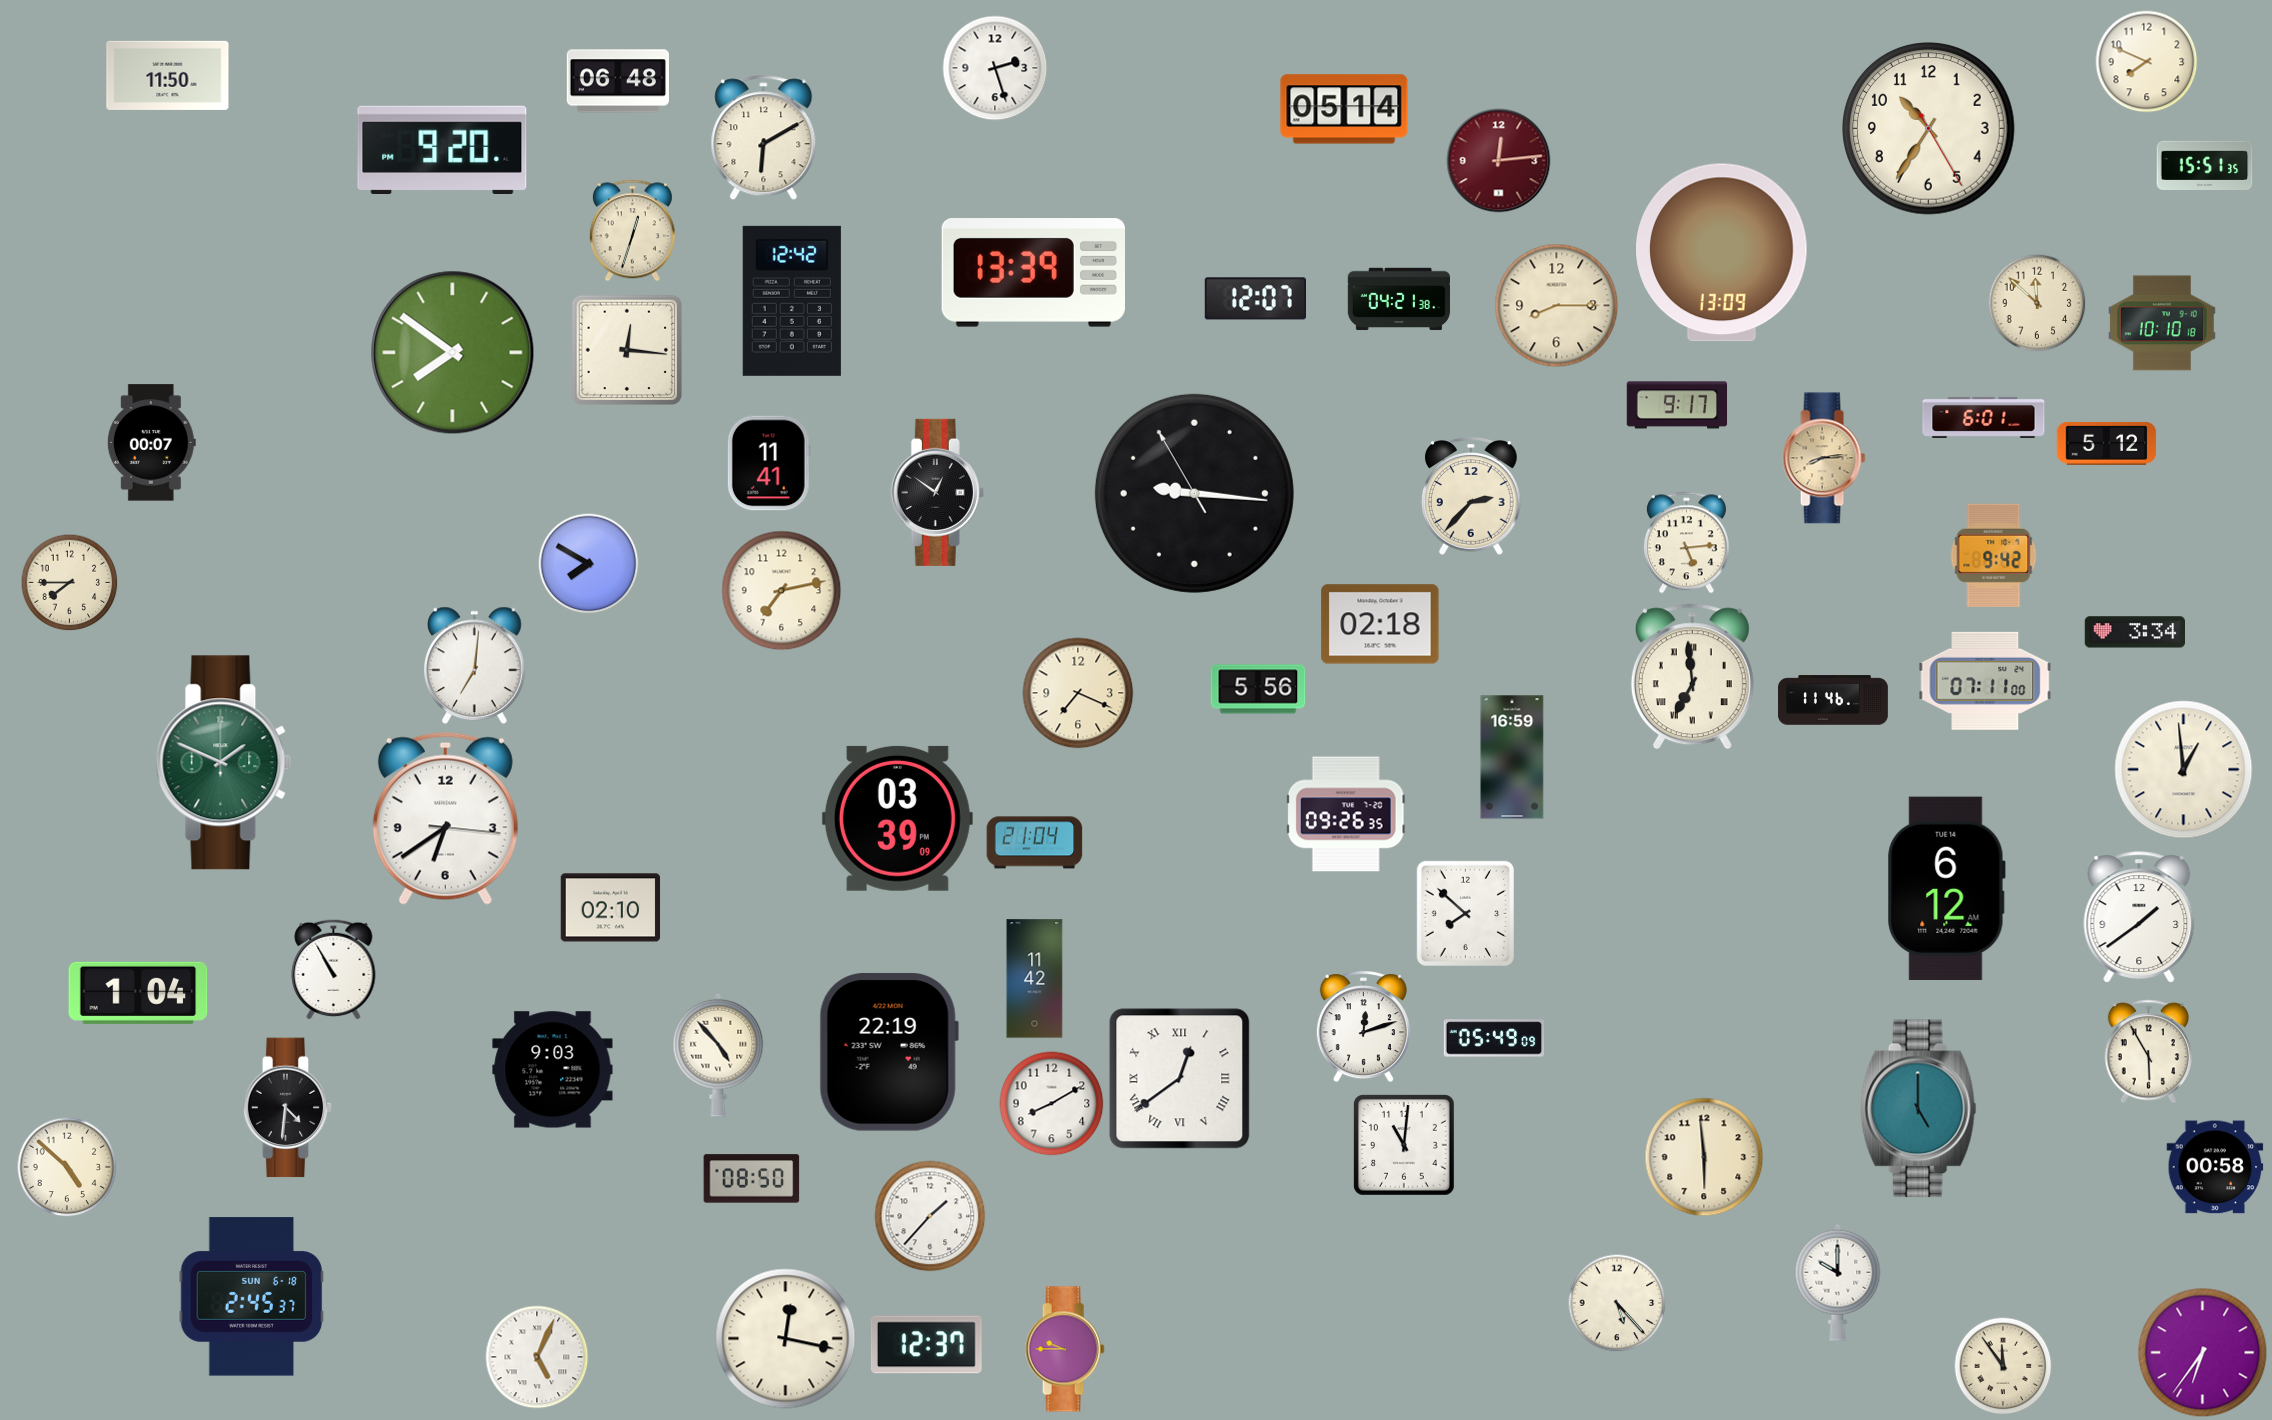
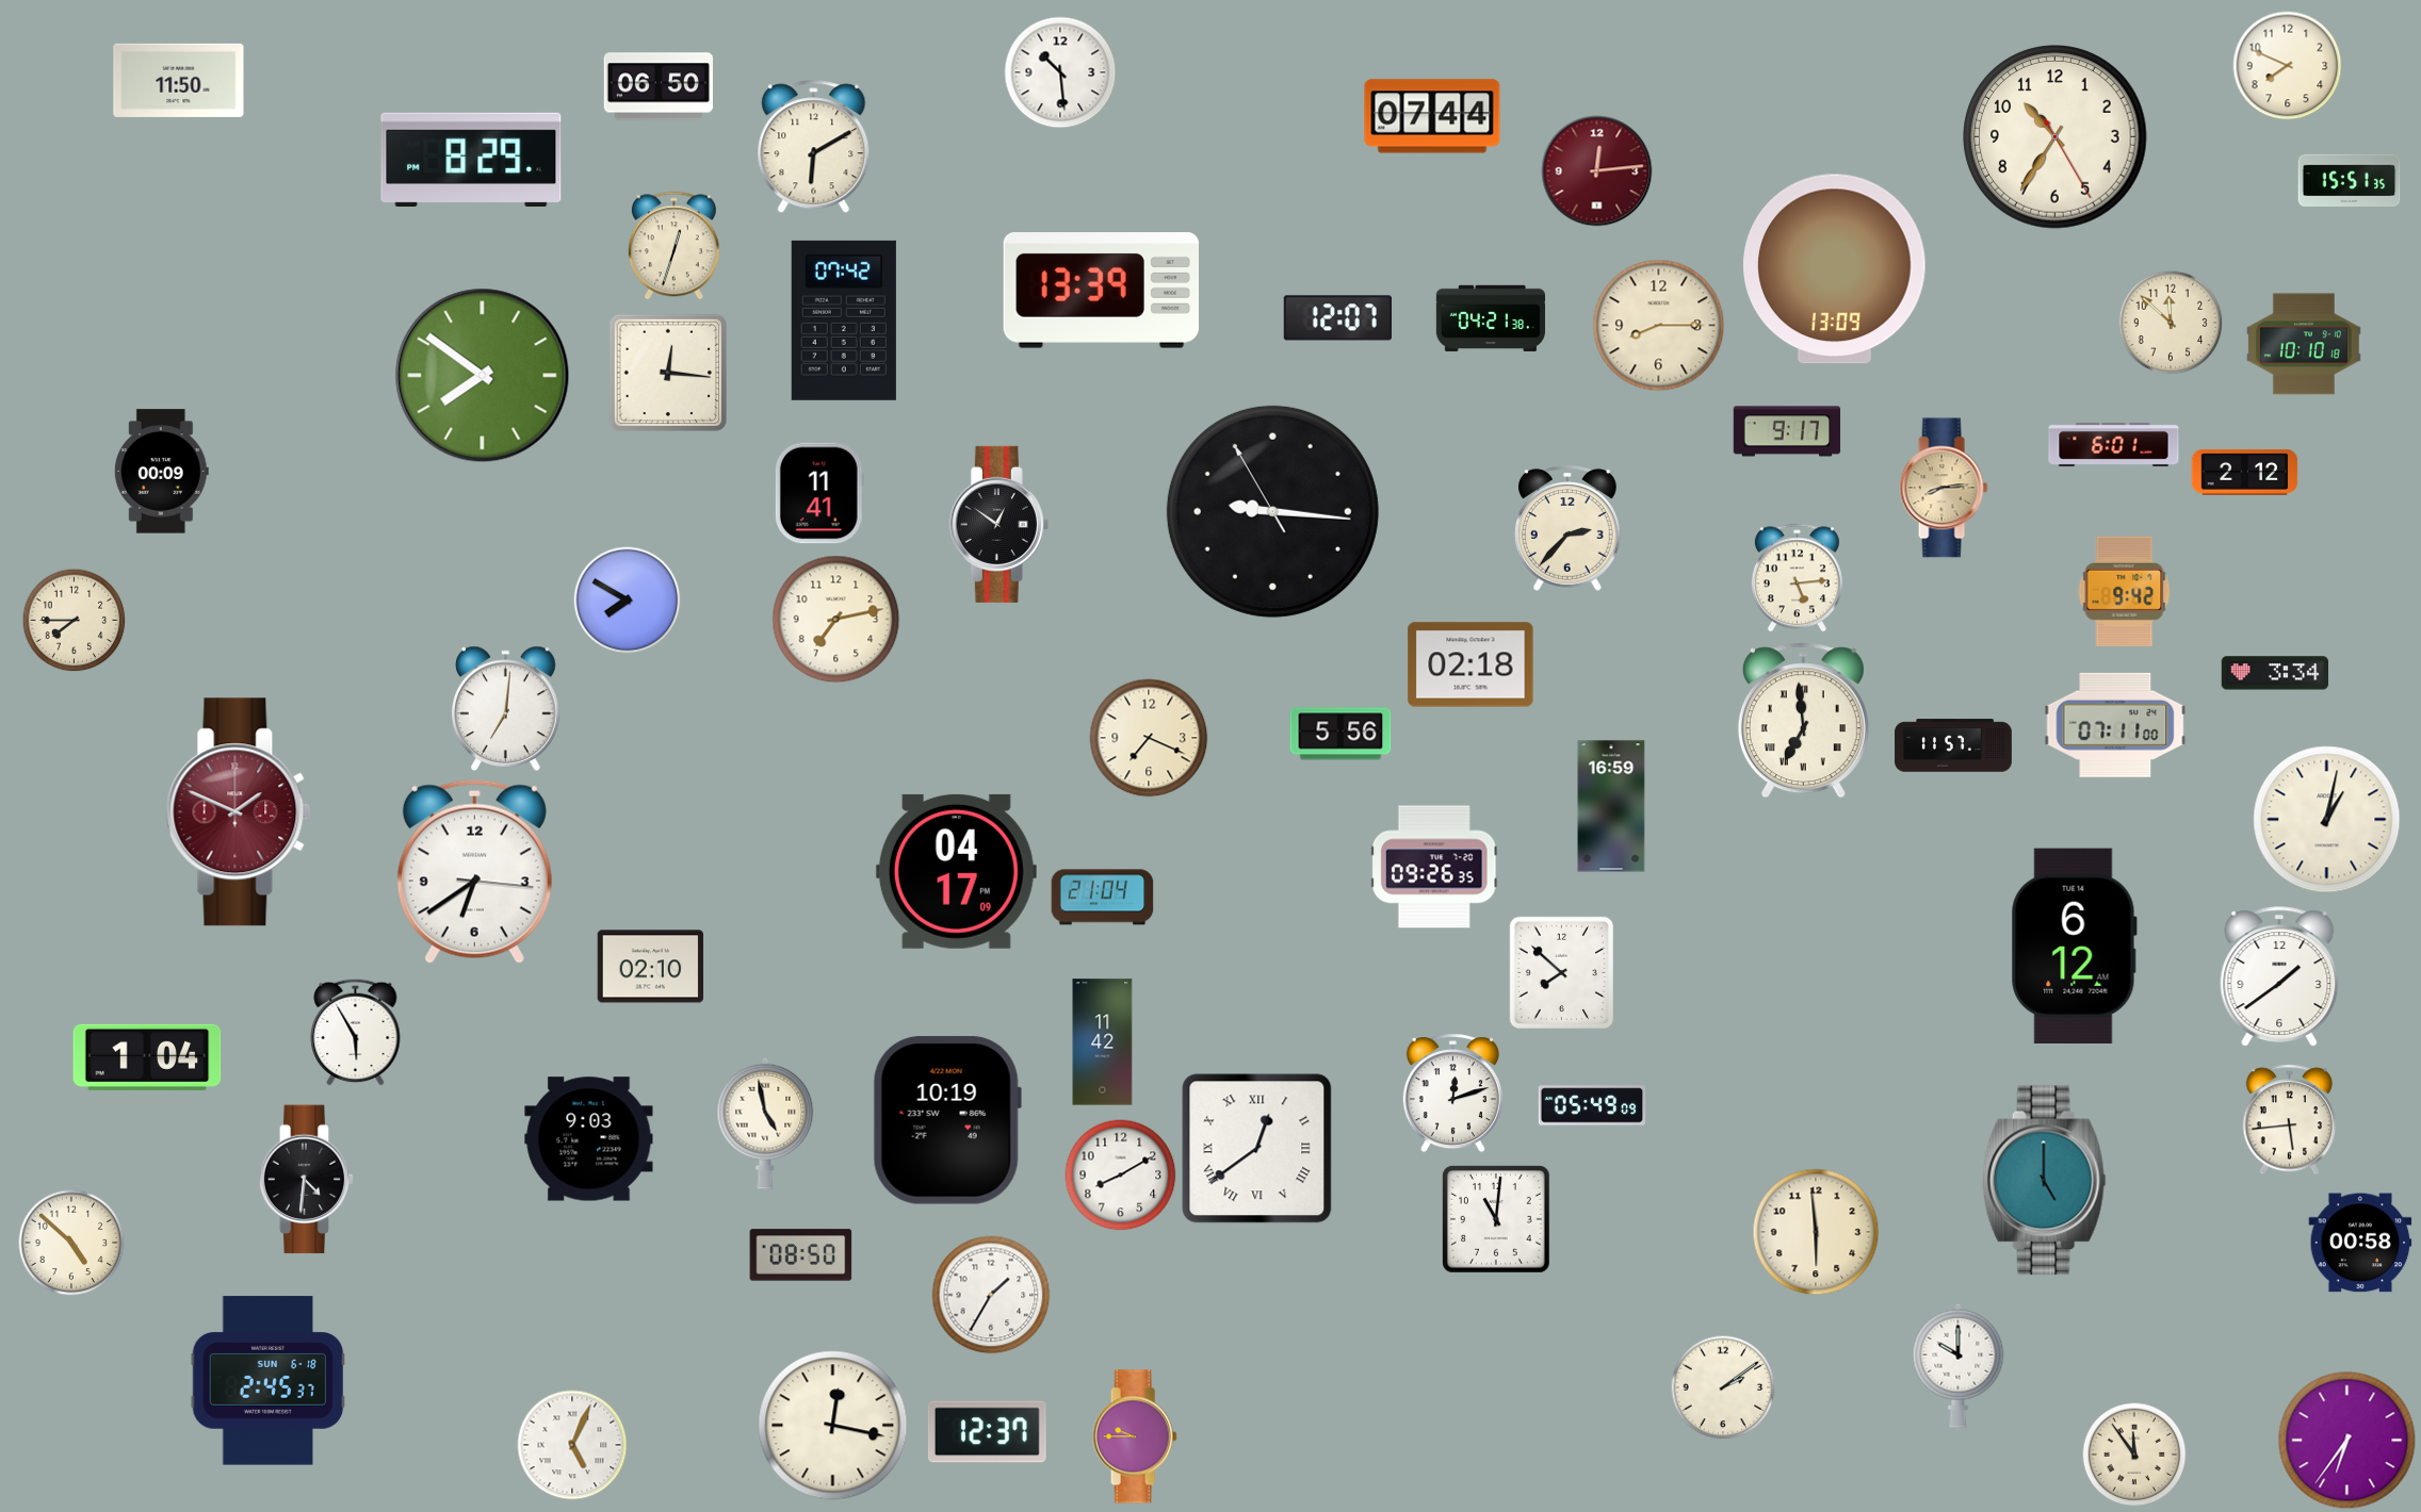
clock at (995, 68): 2:27 -> 10:29
clock at (618, 81): 06:48 -> 06:50
clock at (1344, 109): 05:14 -> 07:44
clock at (442, 149): 9:20 -> 8:29
clock at (2205, 165) position: (2205, 165) -> (2350, 180)
clock at (792, 301): 12:42 -> 07:42
clock at (151, 443): 00:07 -> 00:09
clock at (2107, 443): 5:12 -> 2:12
clock at (1194, 493) position: (1194, 493) -> (1272, 511)
clock at (782, 591) position: (782, 591) -> (836, 620)
clock at (1833, 700): 11:46 -> 11:57
clock at (224, 763) dial: green -> burgundy
clock at (2184, 770): 12:59 -> 1:02
clock at (897, 818): 03:39 -> 04:17
clock at (334, 969): 10:55 -> 5:55
clock at (889, 1052): 22:19 -> 10:19
clock at (2148, 1052): 5:55 -> 5:44
clock at (718, 1055): 4:53 -> 4:58
clock at (930, 1216): 1:37 -> 1:35
clock at (1617, 1303): 5:23 -> 2:09
clock at (786, 1339) position: (786, 1339) -> (833, 1426)
